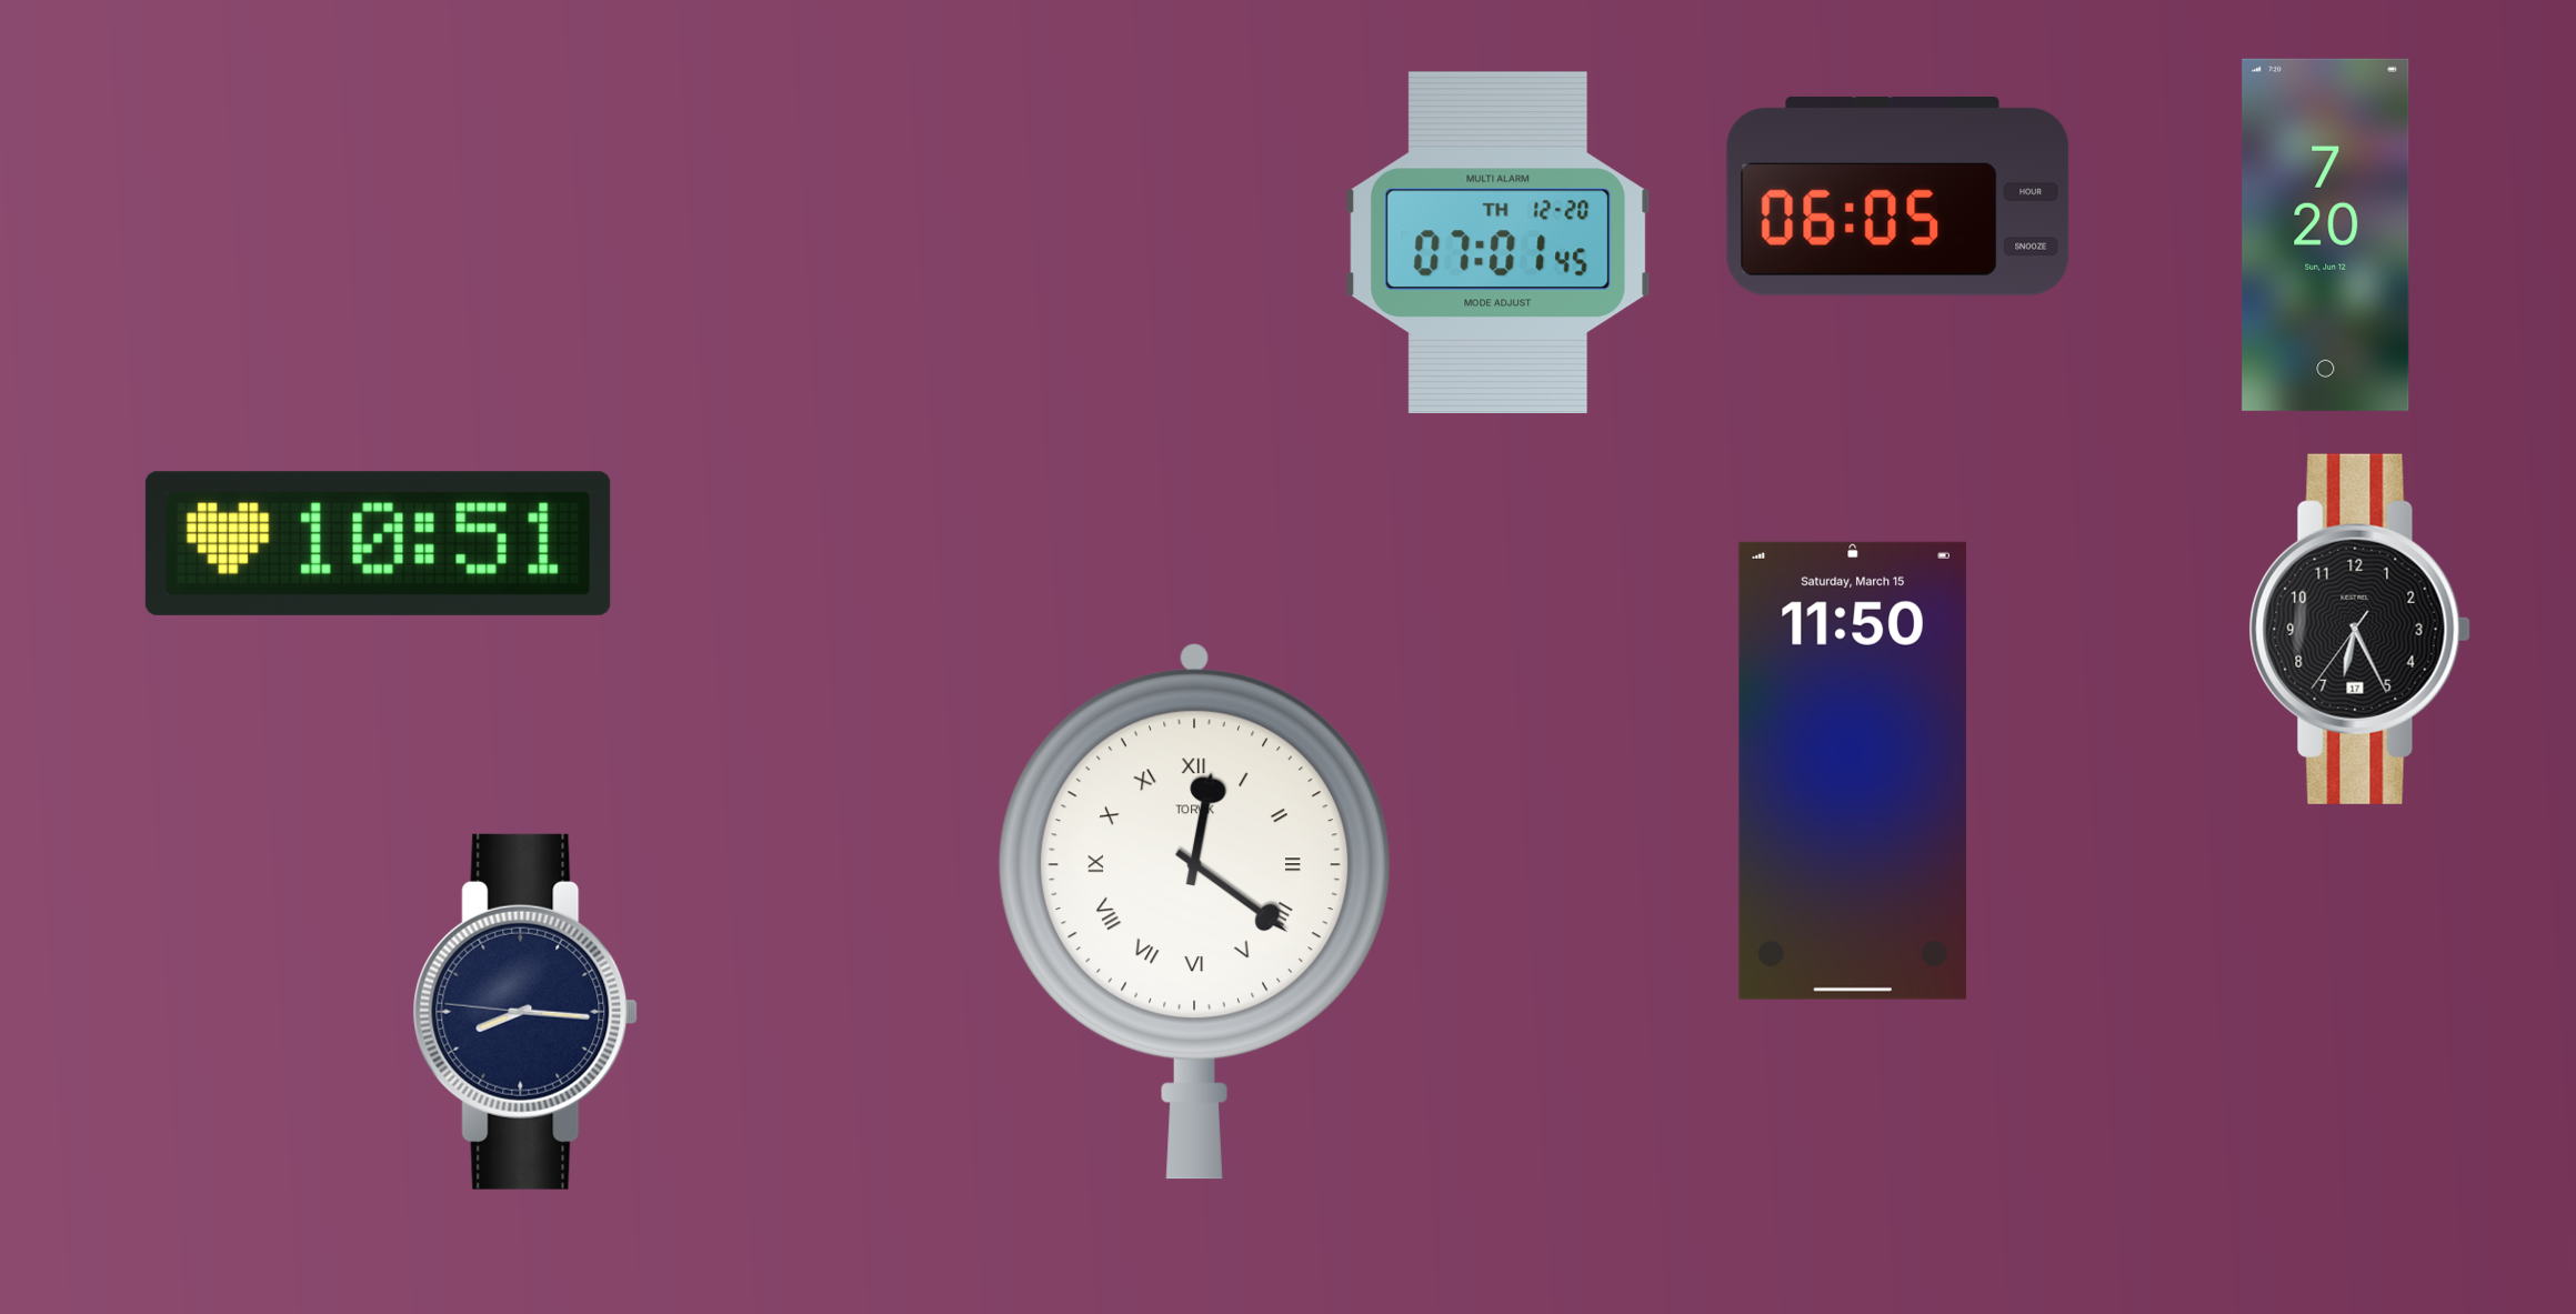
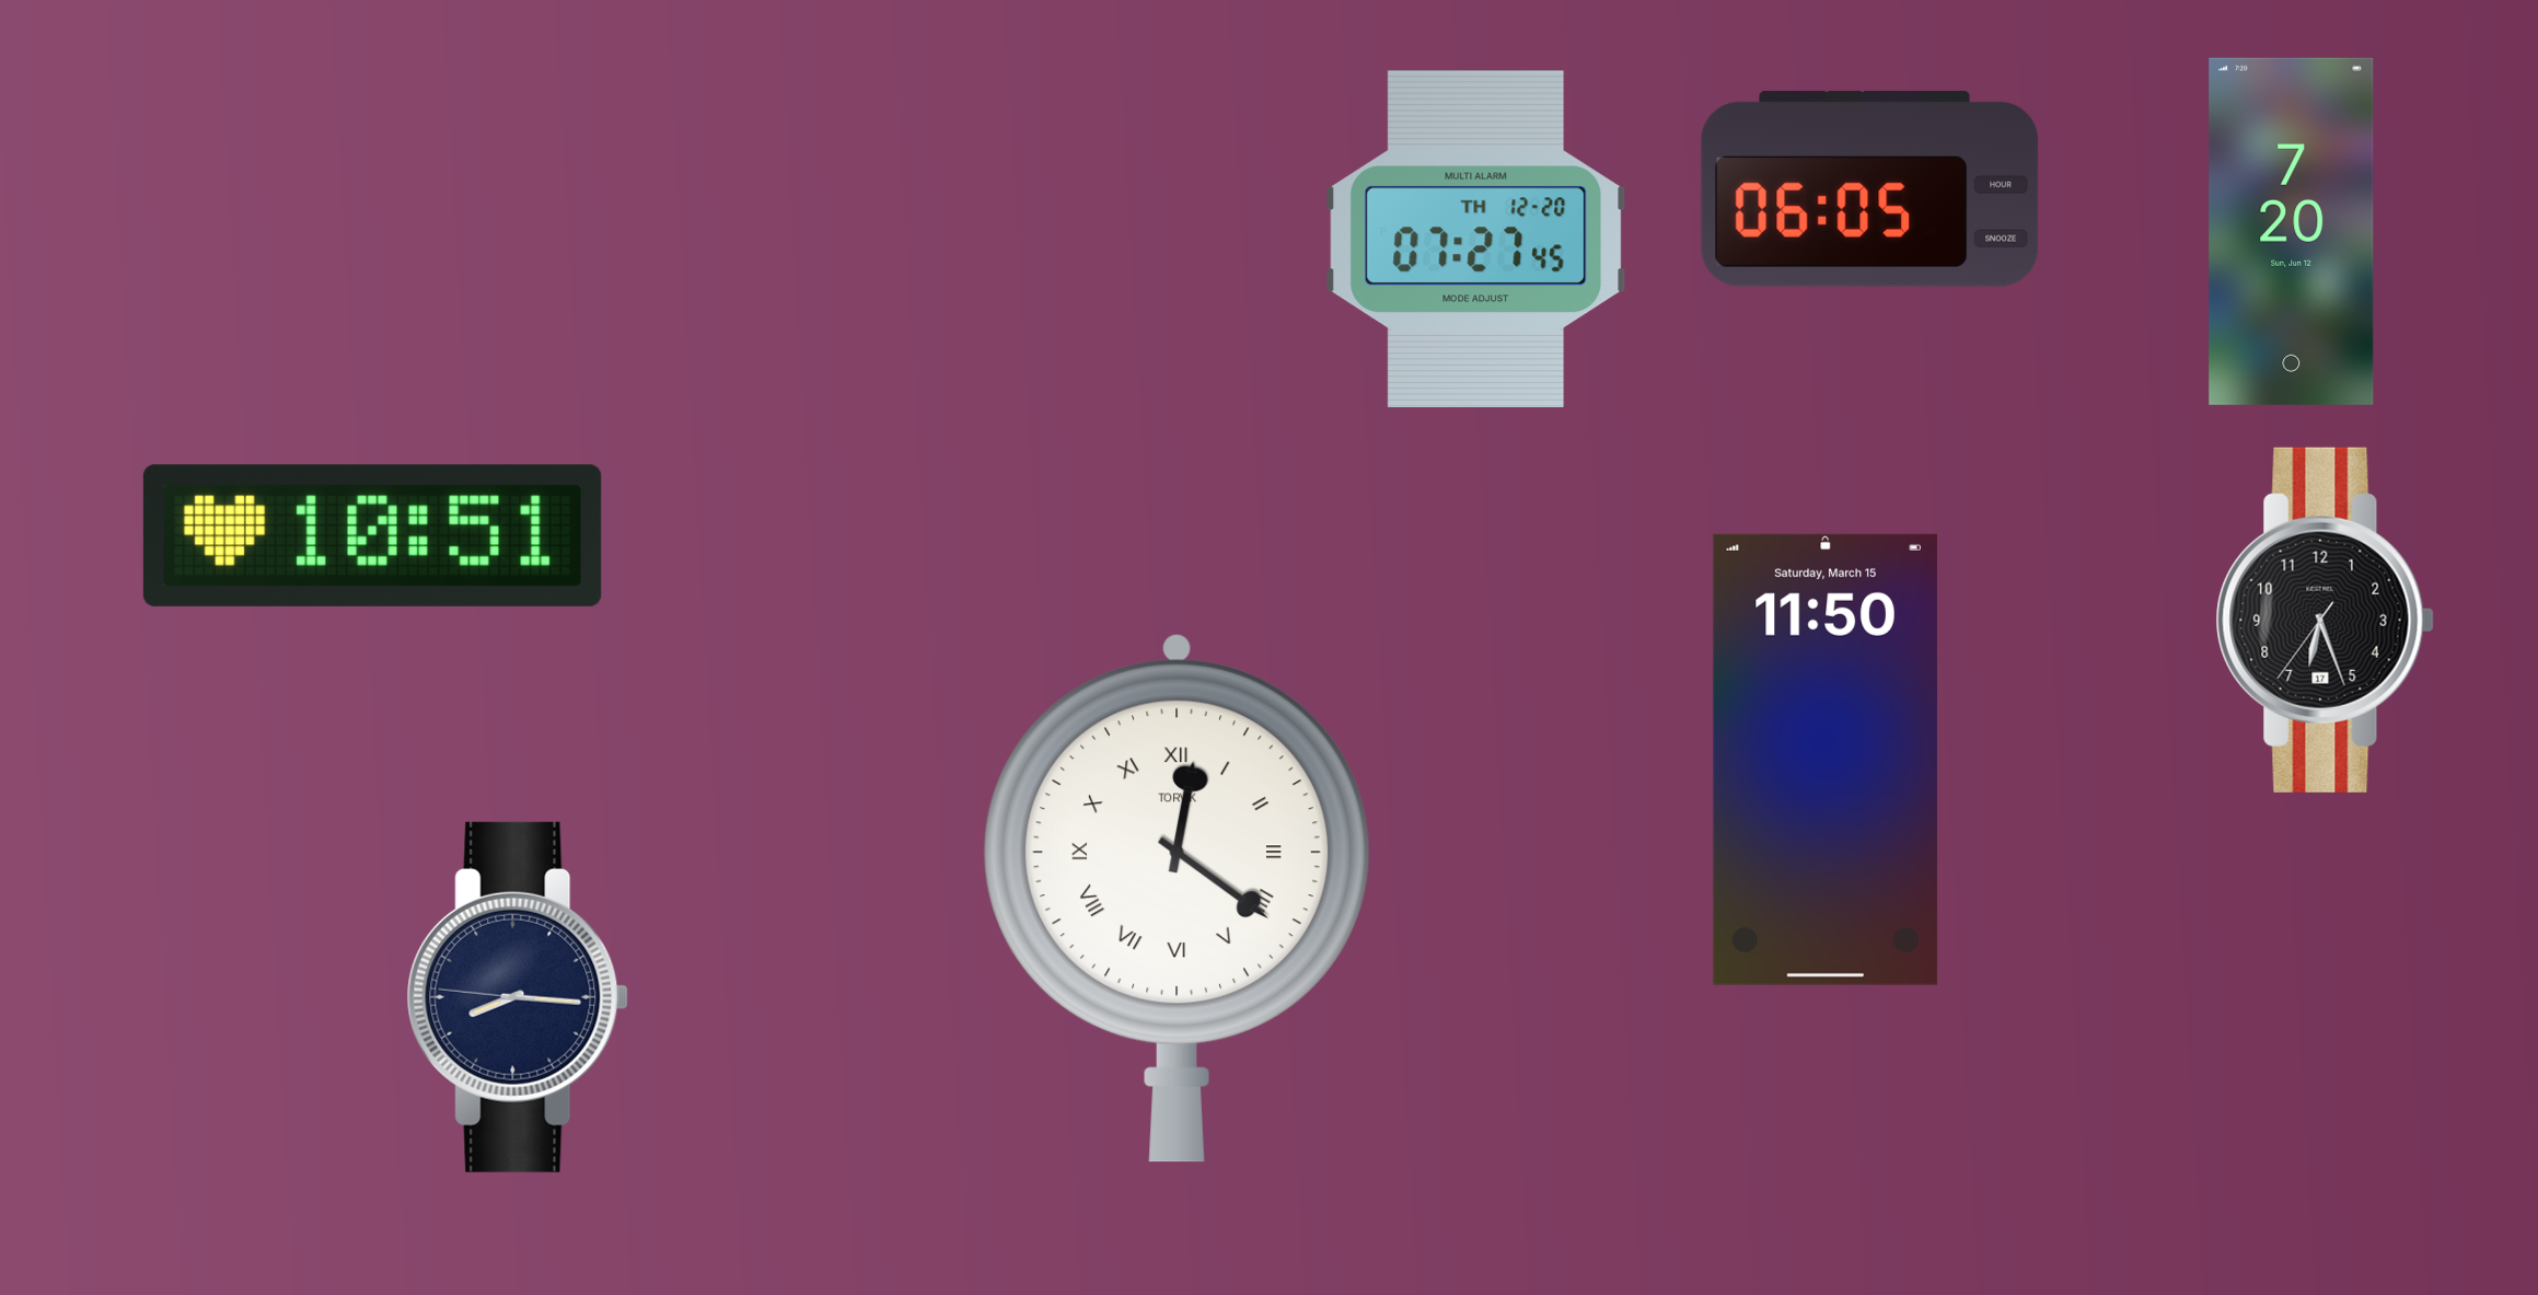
clock at (1898, 197) position: (1898, 197) -> (1870, 189)
clock at (1499, 242): 07:01 -> 07:27
clock at (2359, 629): 6:25 -> 6:26
